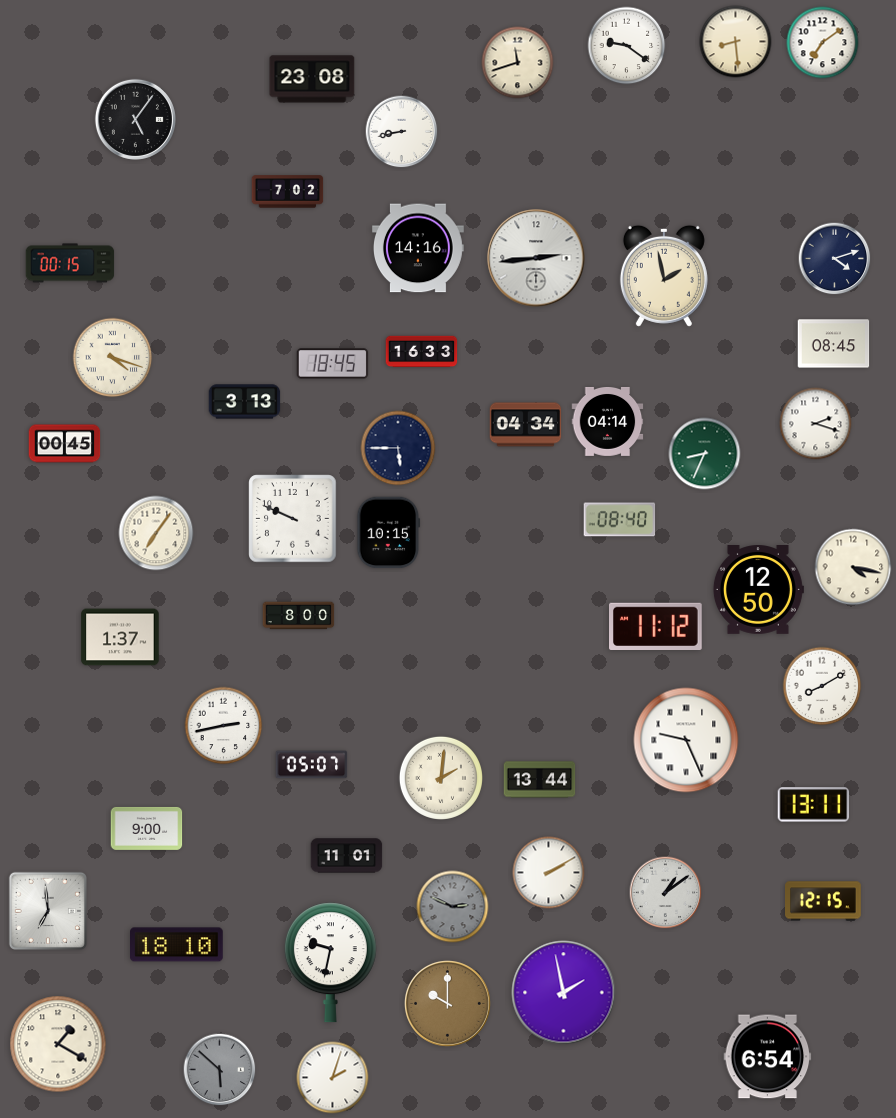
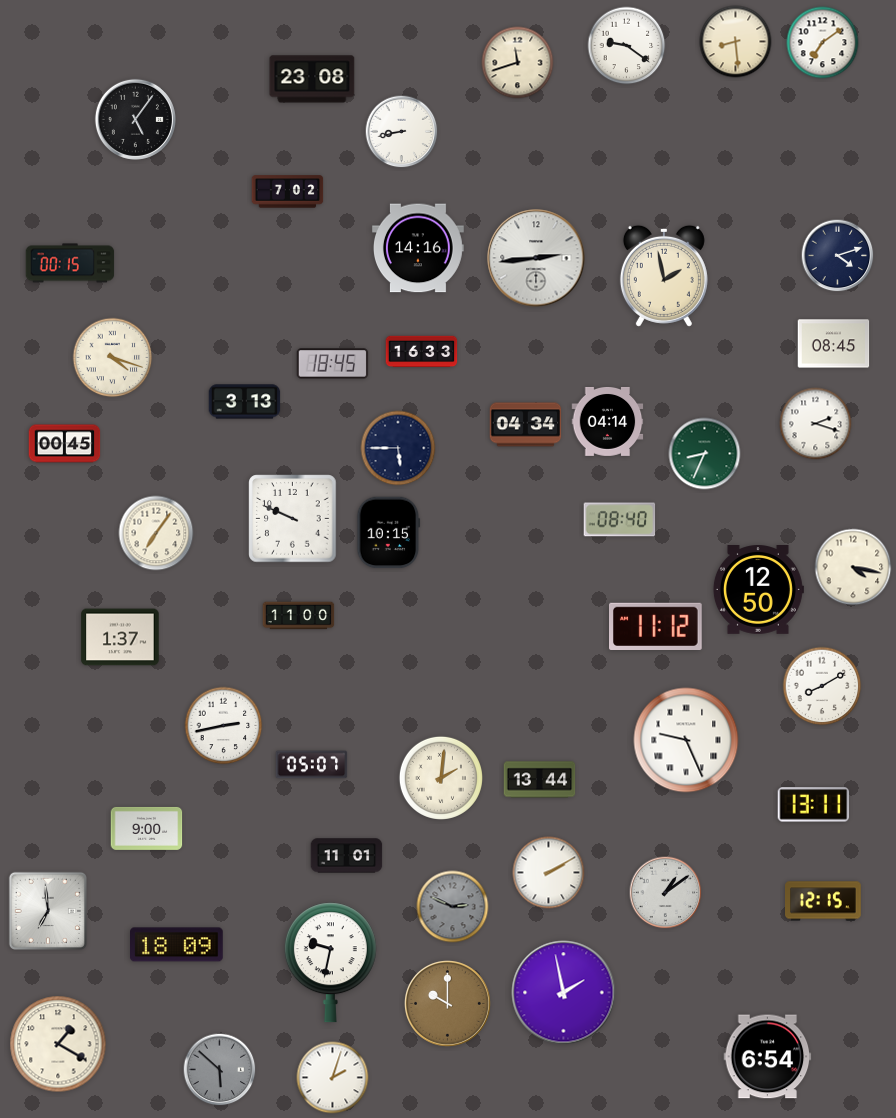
clock at (835, 259) position: (835, 259) -> (838, 256)
clock at (299, 616): 8:00 -> 11:00
clock at (177, 945): 18:10 -> 18:09
